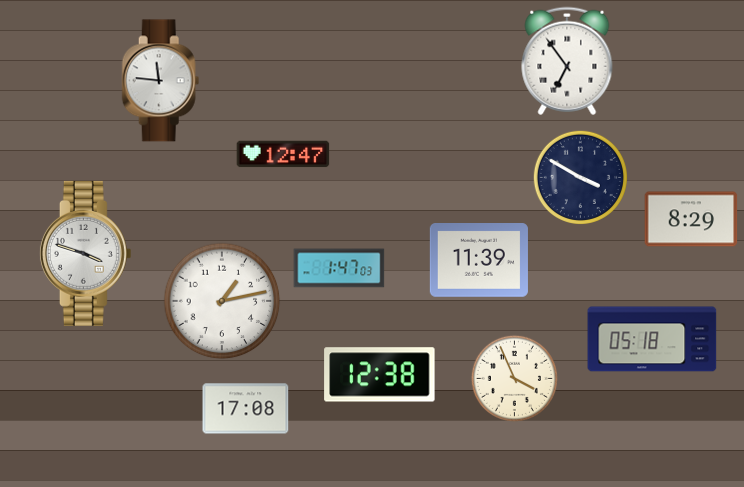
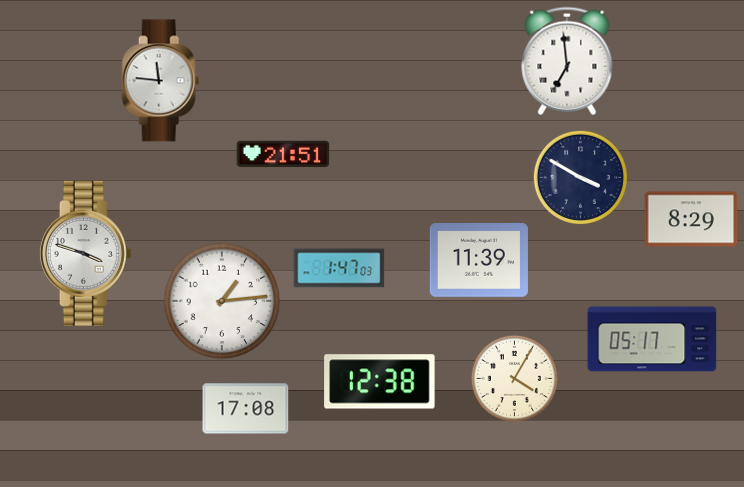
clock at (567, 61): 6:54 -> 6:59
clock at (283, 154): 12:47 -> 21:51
clock at (222, 301): 1:13 -> 1:14
clock at (652, 339): 05:18 -> 05:17
clock at (380, 375) position: (380, 375) -> (380, 382)
clock at (514, 378): 3:56 -> 4:05
